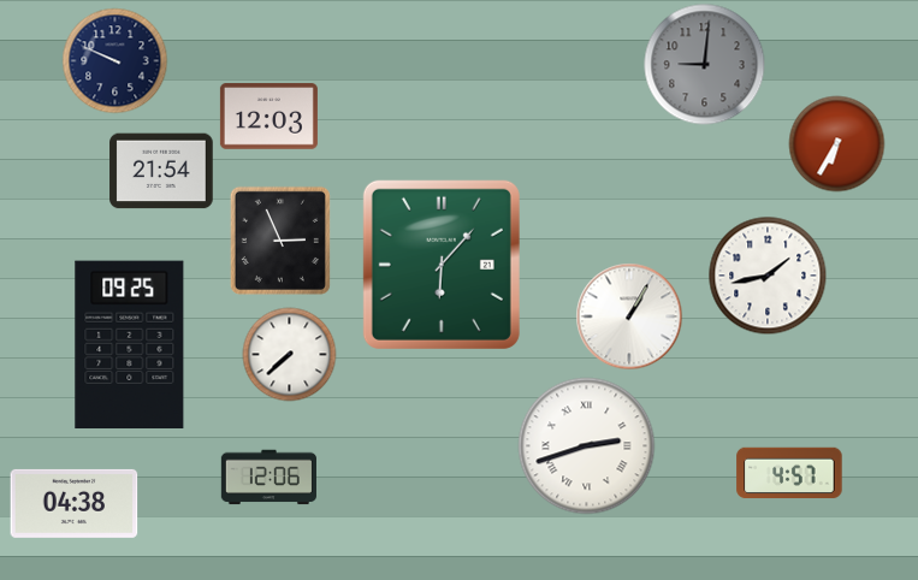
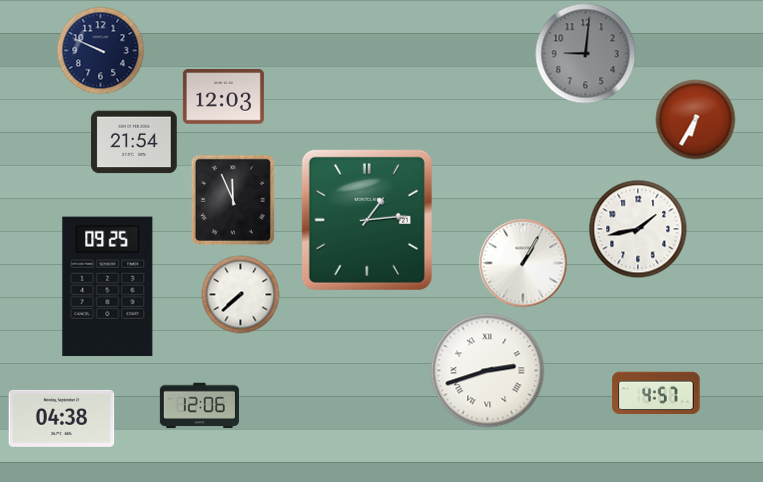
clock at (116, 61) position: (116, 61) -> (101, 51)
clock at (280, 241): 2:56 -> 11:56
clock at (442, 265): 6:07 -> 1:14
clock at (268, 478) position: (268, 478) -> (199, 406)
